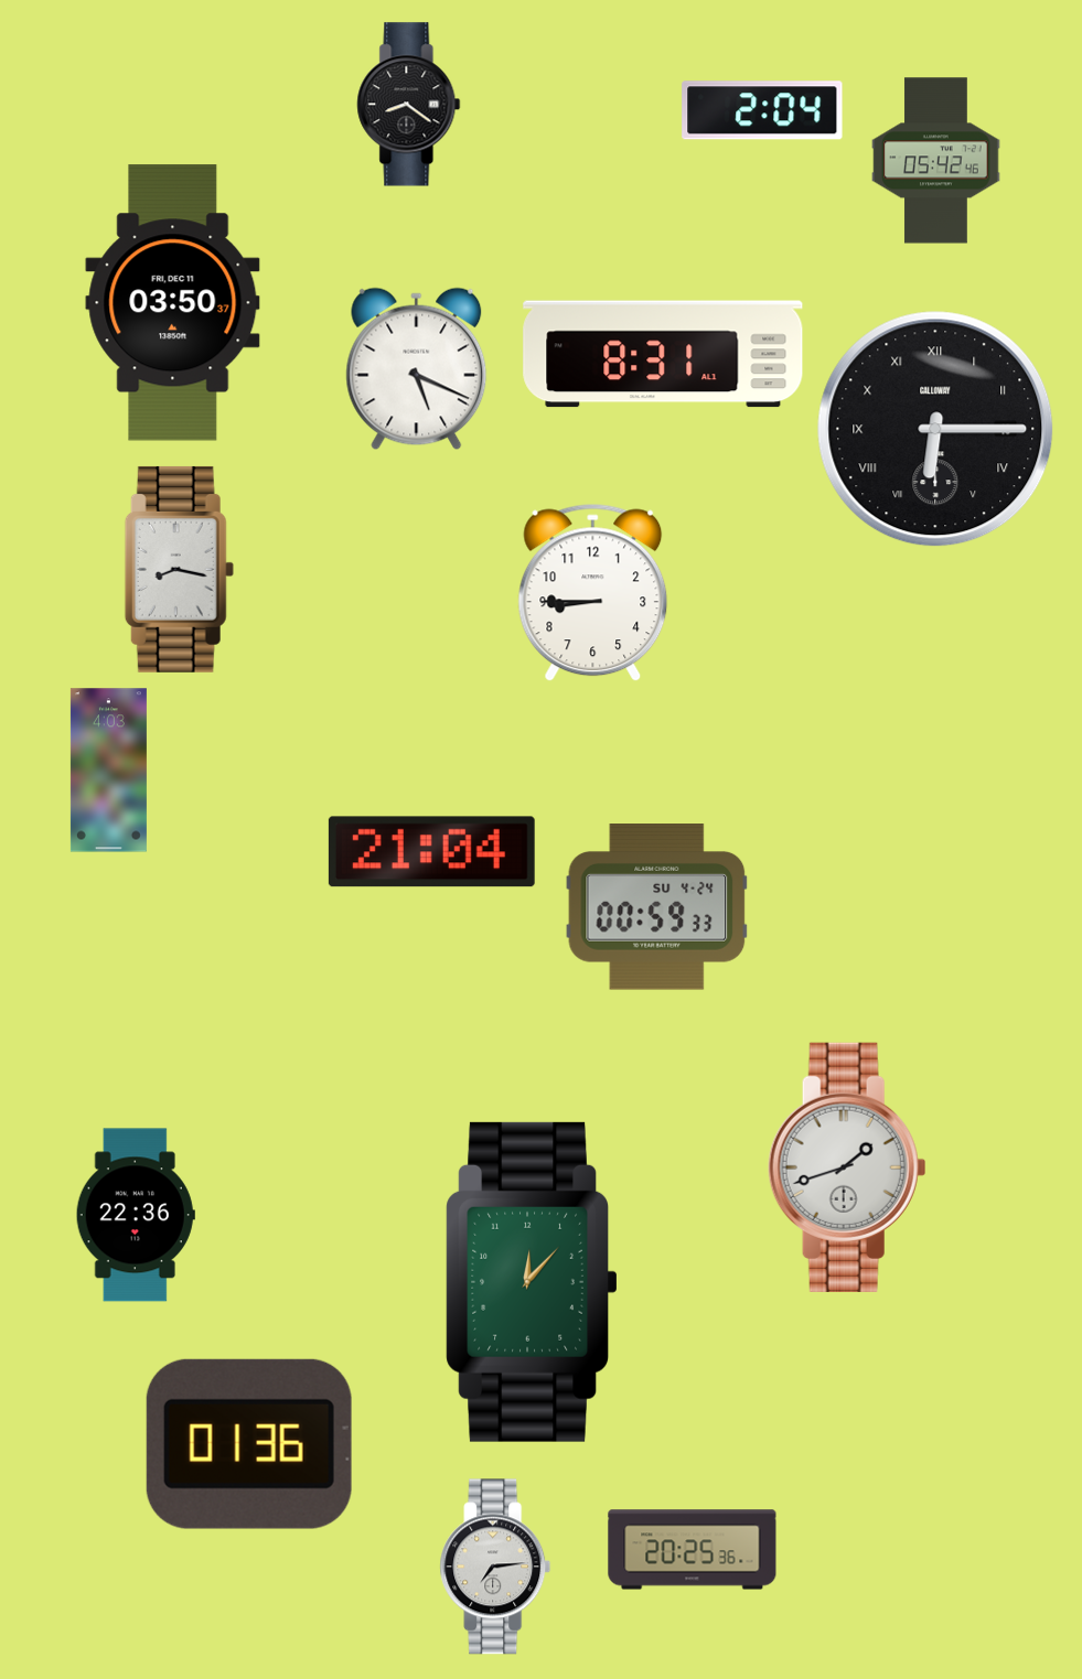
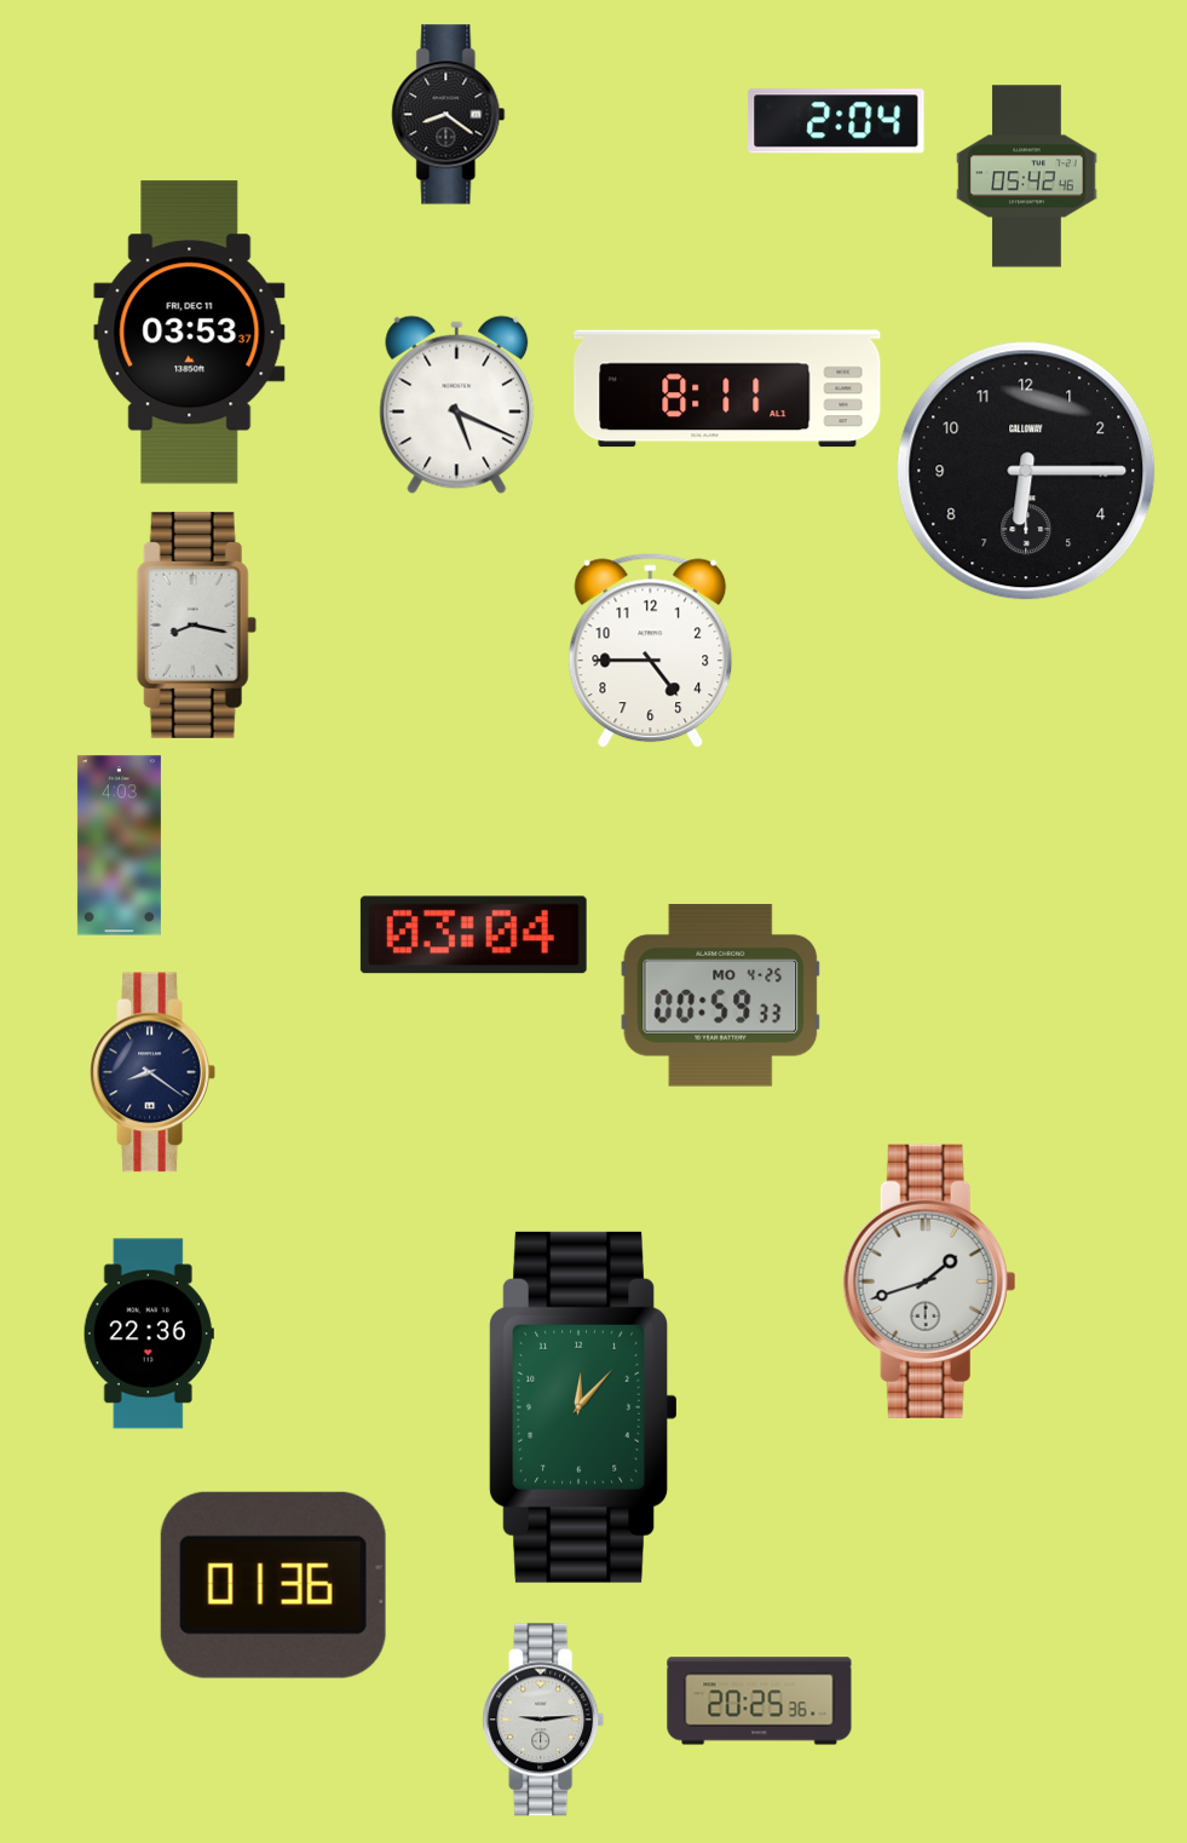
clock at (173, 303): 03:50 -> 03:53
clock at (663, 354): 8:31 -> 8:11
clock at (935, 429) numerals: Roman -> Arabic
clock at (593, 593): 8:45 -> 4:45
clock at (431, 852): 21:04 -> 03:04
clock at (657, 907) date: SU 4-24 -> MO 4-25
clock at (152, 1072): none -> 8:21
clock at (495, 1567): 7:14 -> 9:14
